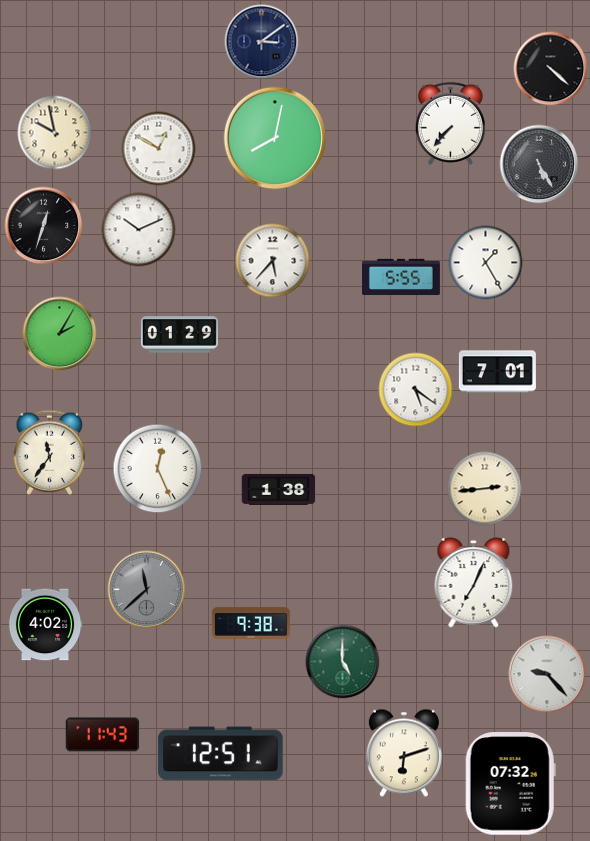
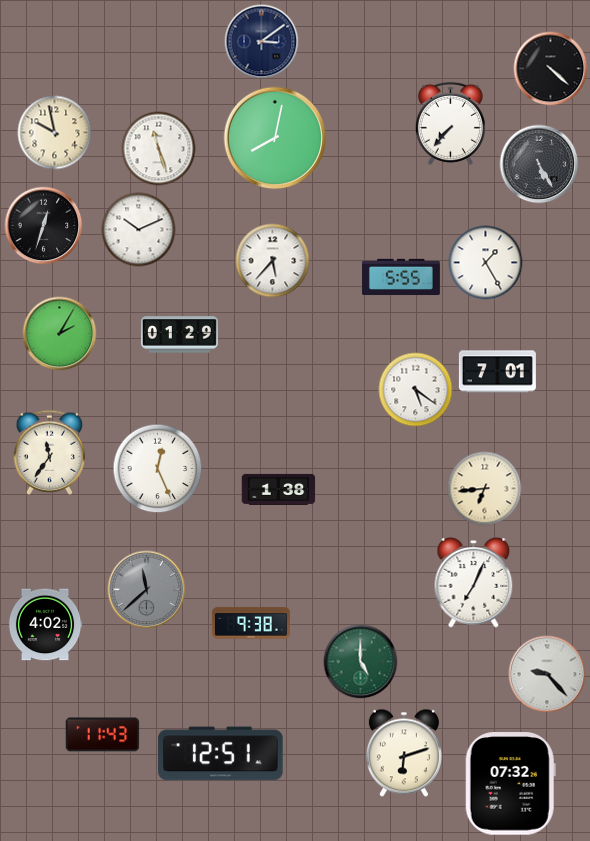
clock at (159, 149): 12:50 -> 11:27
clock at (485, 489): 2:44 -> 6:44
clock at (343, 662) position: (343, 662) -> (361, 662)
